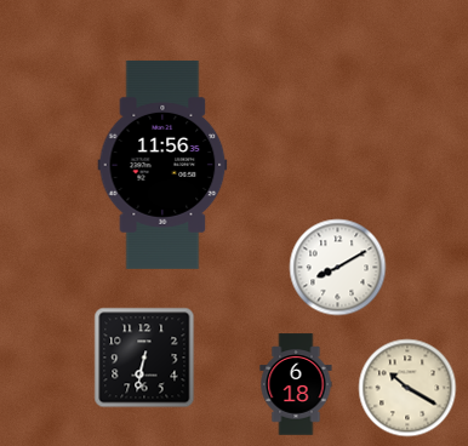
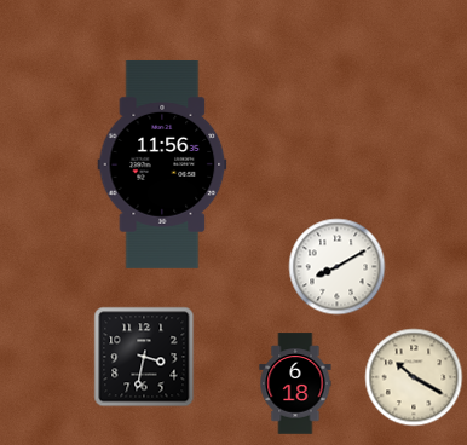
clock at (144, 358): 6:32 -> 3:32
clock at (407, 388) position: (407, 388) -> (414, 377)
